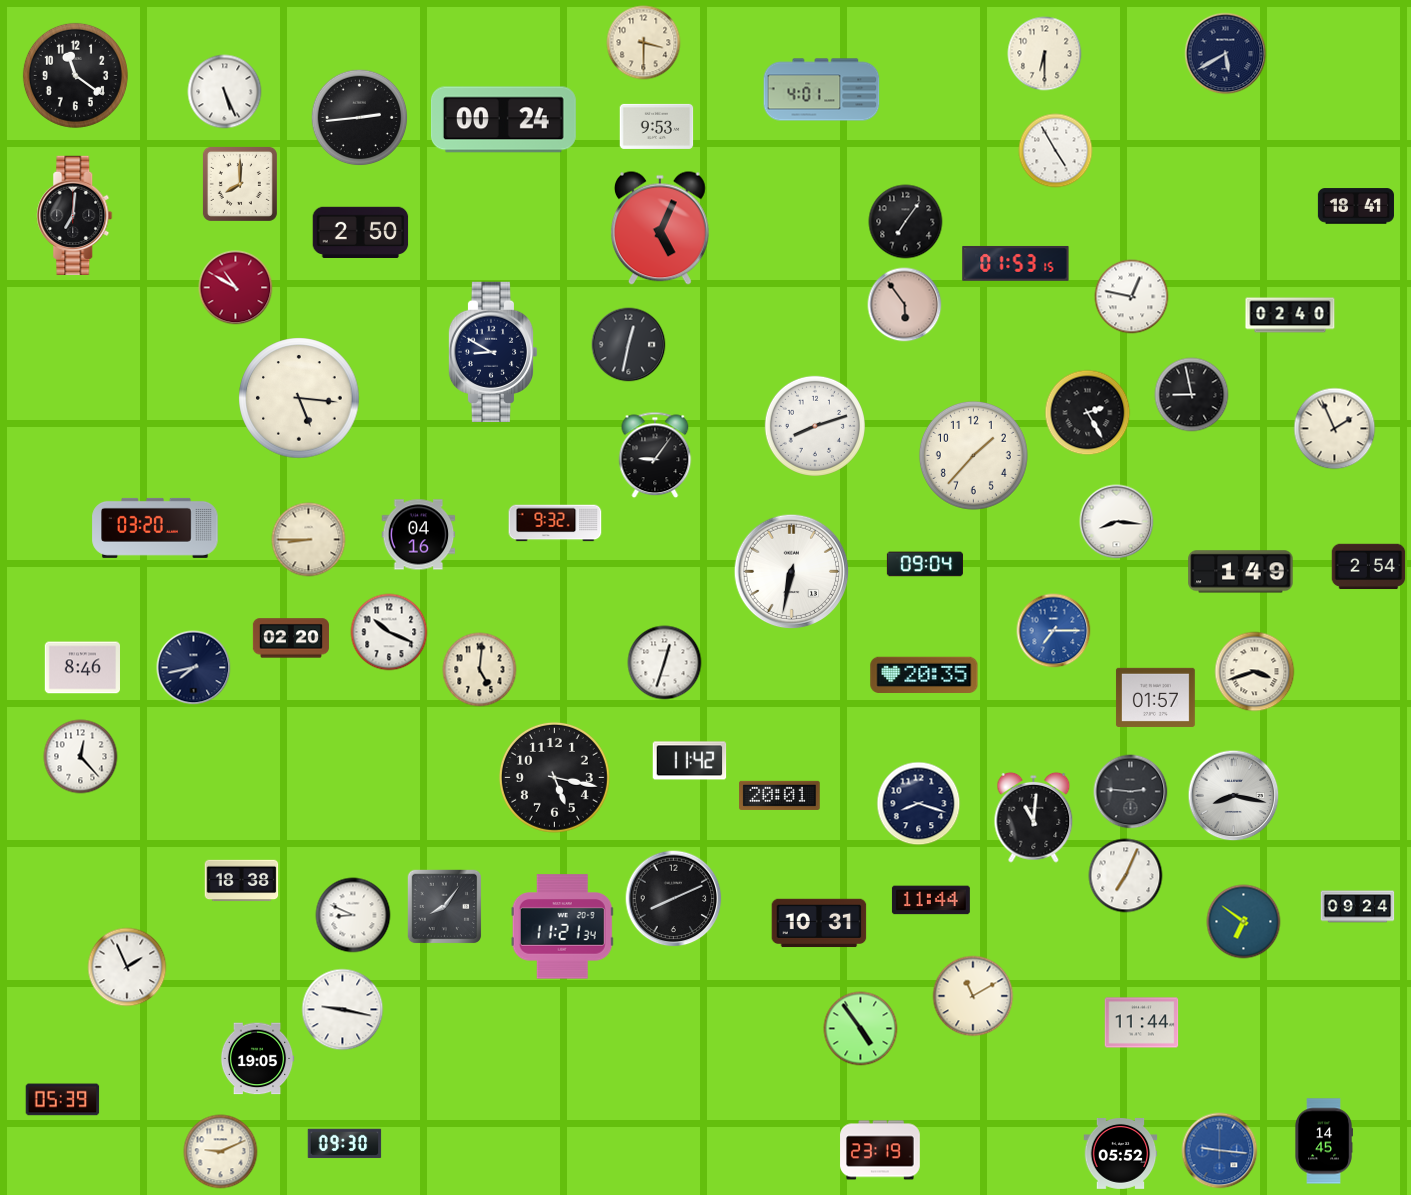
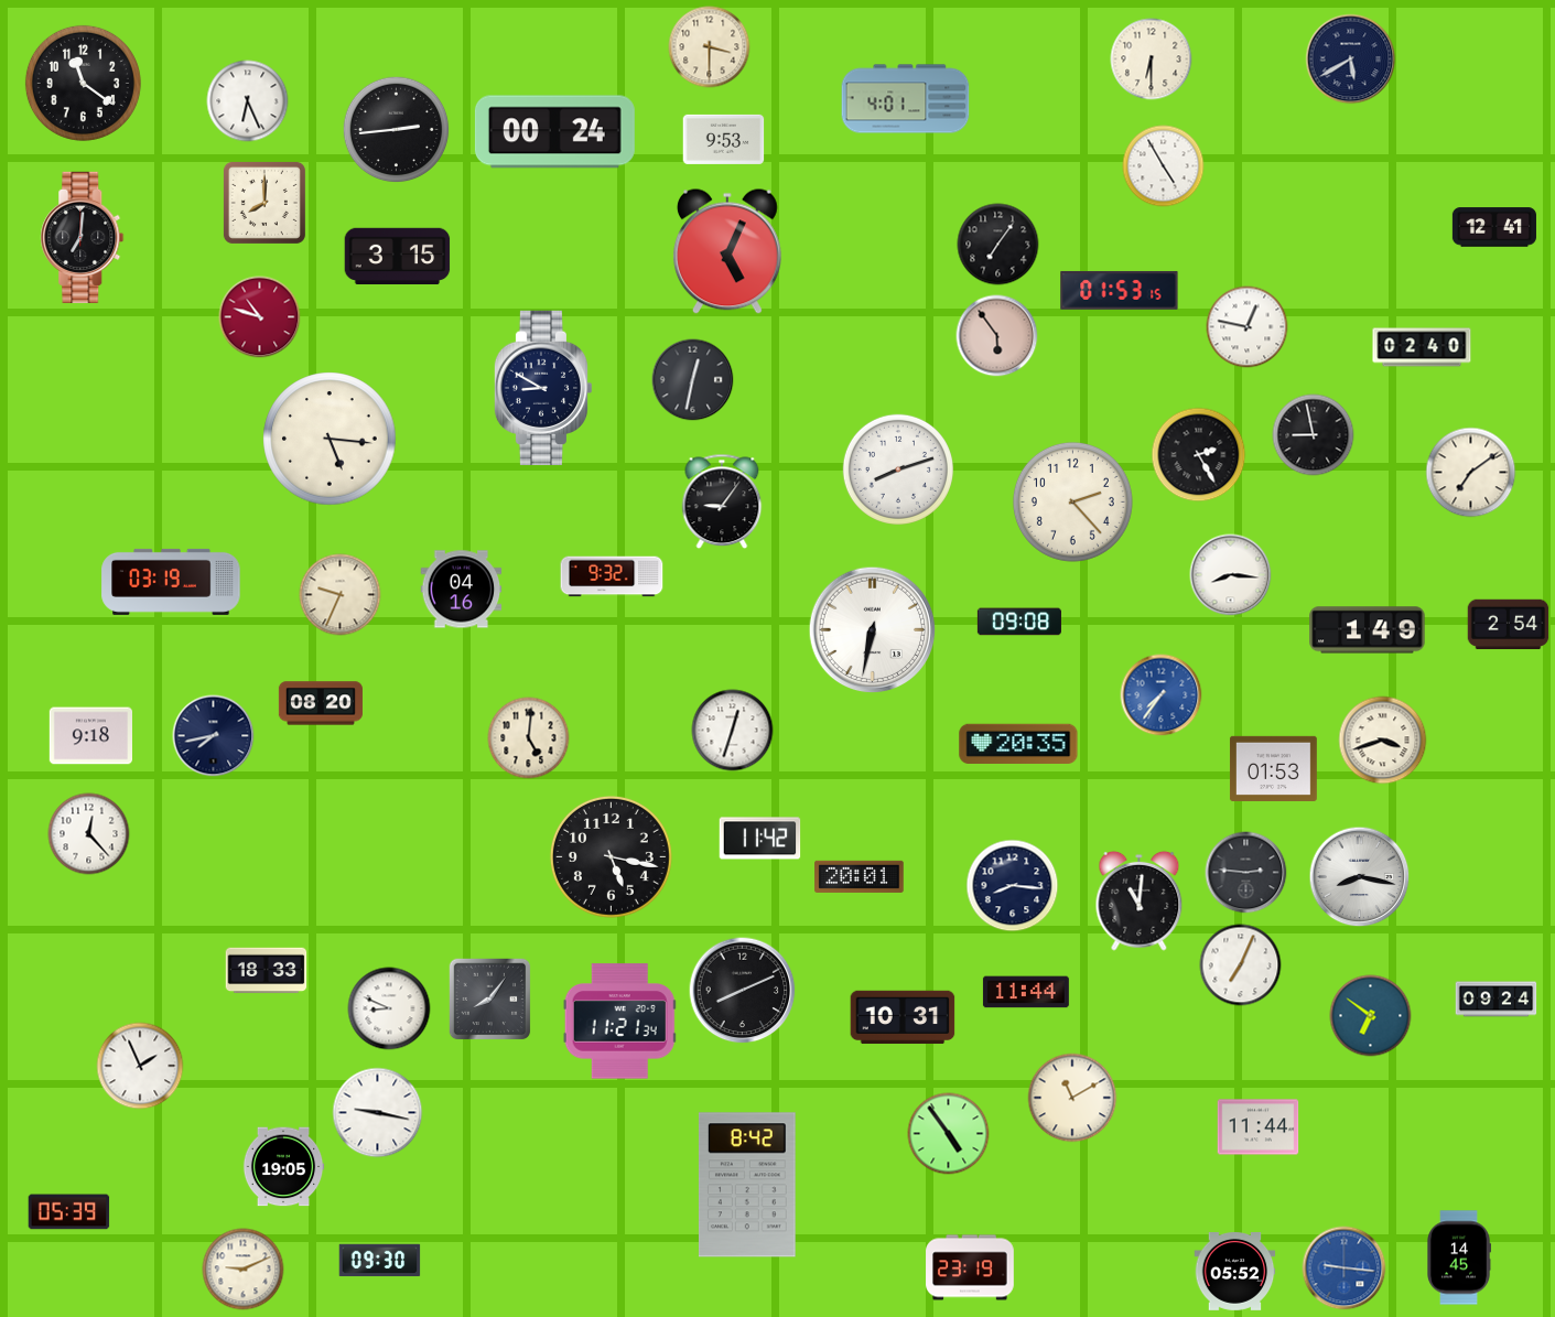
clock at (225, 92): 5:26 -> 6:26
clock at (1356, 206): 18:41 -> 12:41
clock at (361, 233): 2:50 -> 3:15
clock at (236, 288): 10:50 -> 10:48
clock at (1335, 429): 1:56 -> 7:09
clock at (973, 455): 1:37 -> 2:23
clock at (155, 528): 03:20 -> 03:19
clock at (309, 540): 8:45 -> 9:34
clock at (925, 564): 09:04 -> 09:08
clock at (1054, 631): 7:15 -> 7:36
clock at (389, 632): 10:19 -> none
clock at (291, 638): 02:20 -> 08:20
clock at (82, 668): 8:46 -> 9:18
clock at (1155, 697): 01:57 -> 01:53
clock at (919, 804): 8:18 -> 8:16
clock at (242, 881): 18:38 -> 18:33
clock at (747, 1185): none -> 8:42
